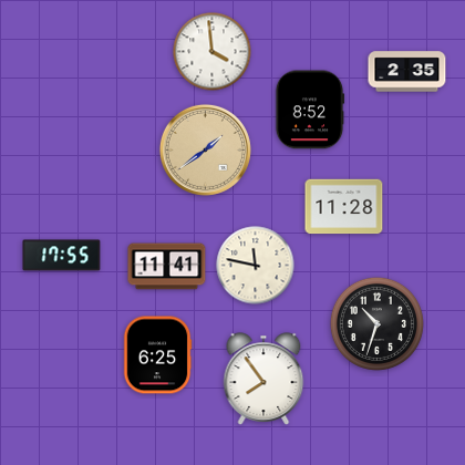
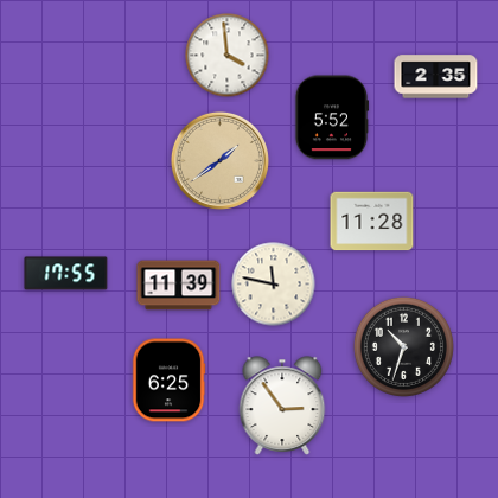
clock at (310, 110): 8:52 -> 5:52
clock at (344, 207) position: (344, 207) -> (372, 222)
clock at (167, 267): 11:41 -> 11:39
clock at (263, 379): 7:54 -> 2:54
